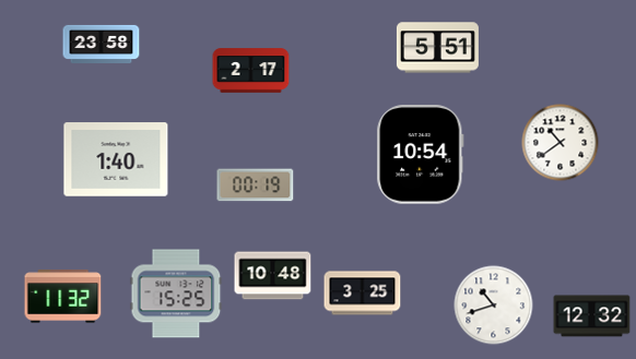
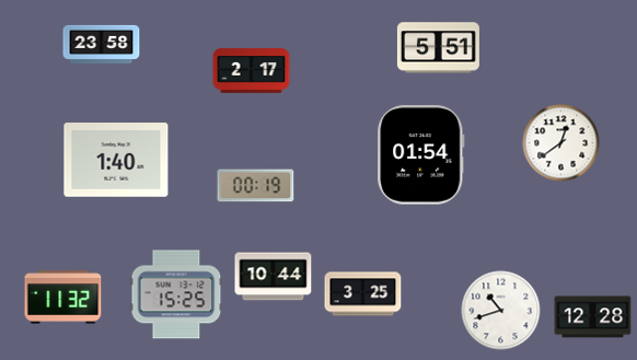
clock at (561, 143): 10:39 -> 12:39
clock at (421, 155): 10:54 -> 01:54
clock at (273, 276): 10:48 -> 10:44
clock at (494, 306) position: (494, 306) -> (501, 311)
clock at (592, 316): 12:32 -> 12:28
